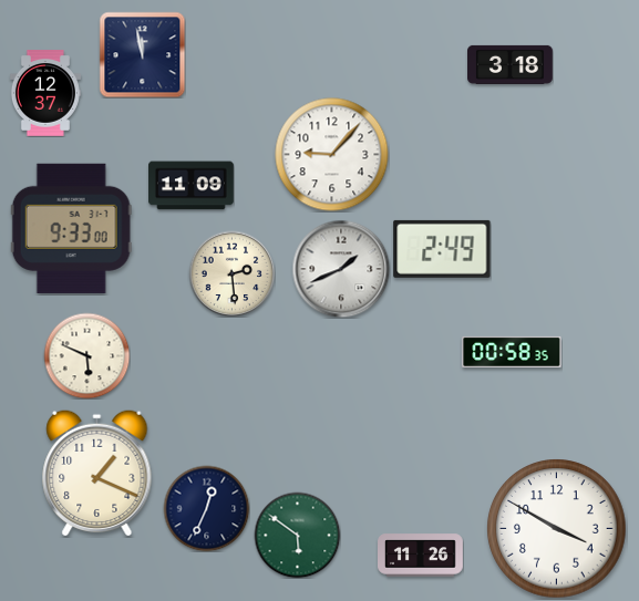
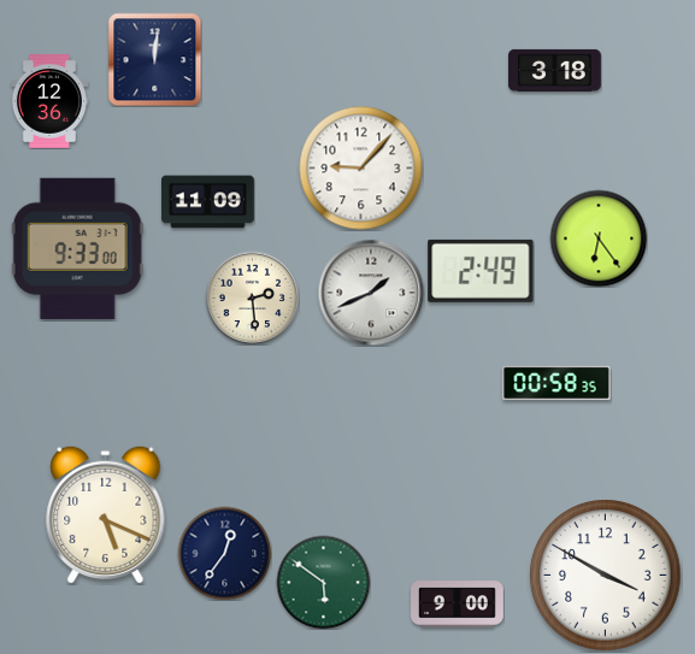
clock at (142, 54): 11:58 -> 12:01
clock at (45, 93): 12:37 -> 12:36
clock at (599, 238): none -> 6:24
clock at (86, 355): 5:49 -> none
clock at (97, 473): 1:19 -> 5:19
clock at (206, 508): 12:34 -> 12:36
clock at (421, 556): 11:26 -> 9:00
